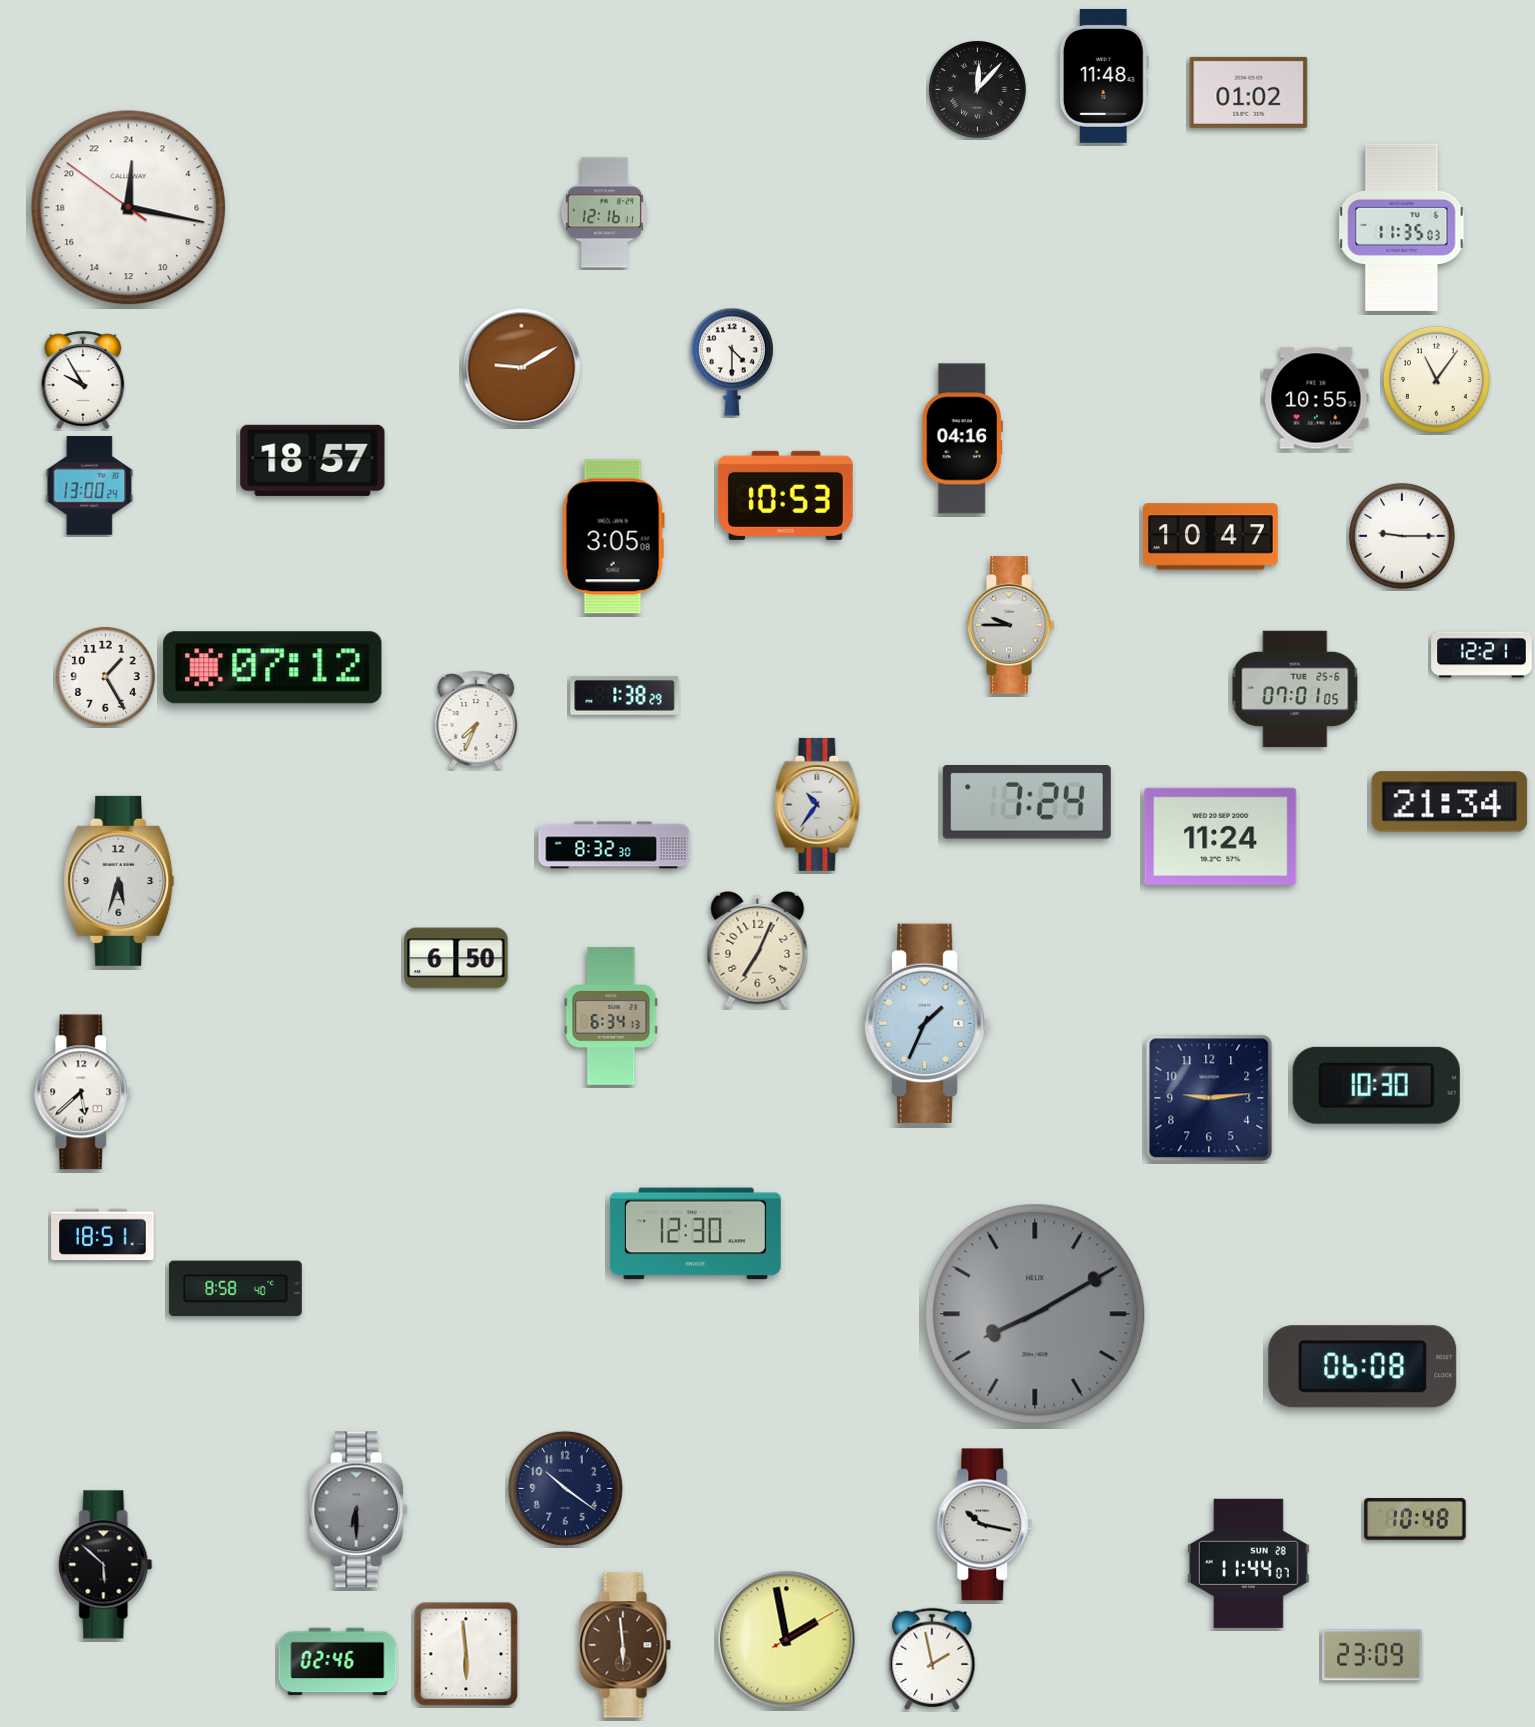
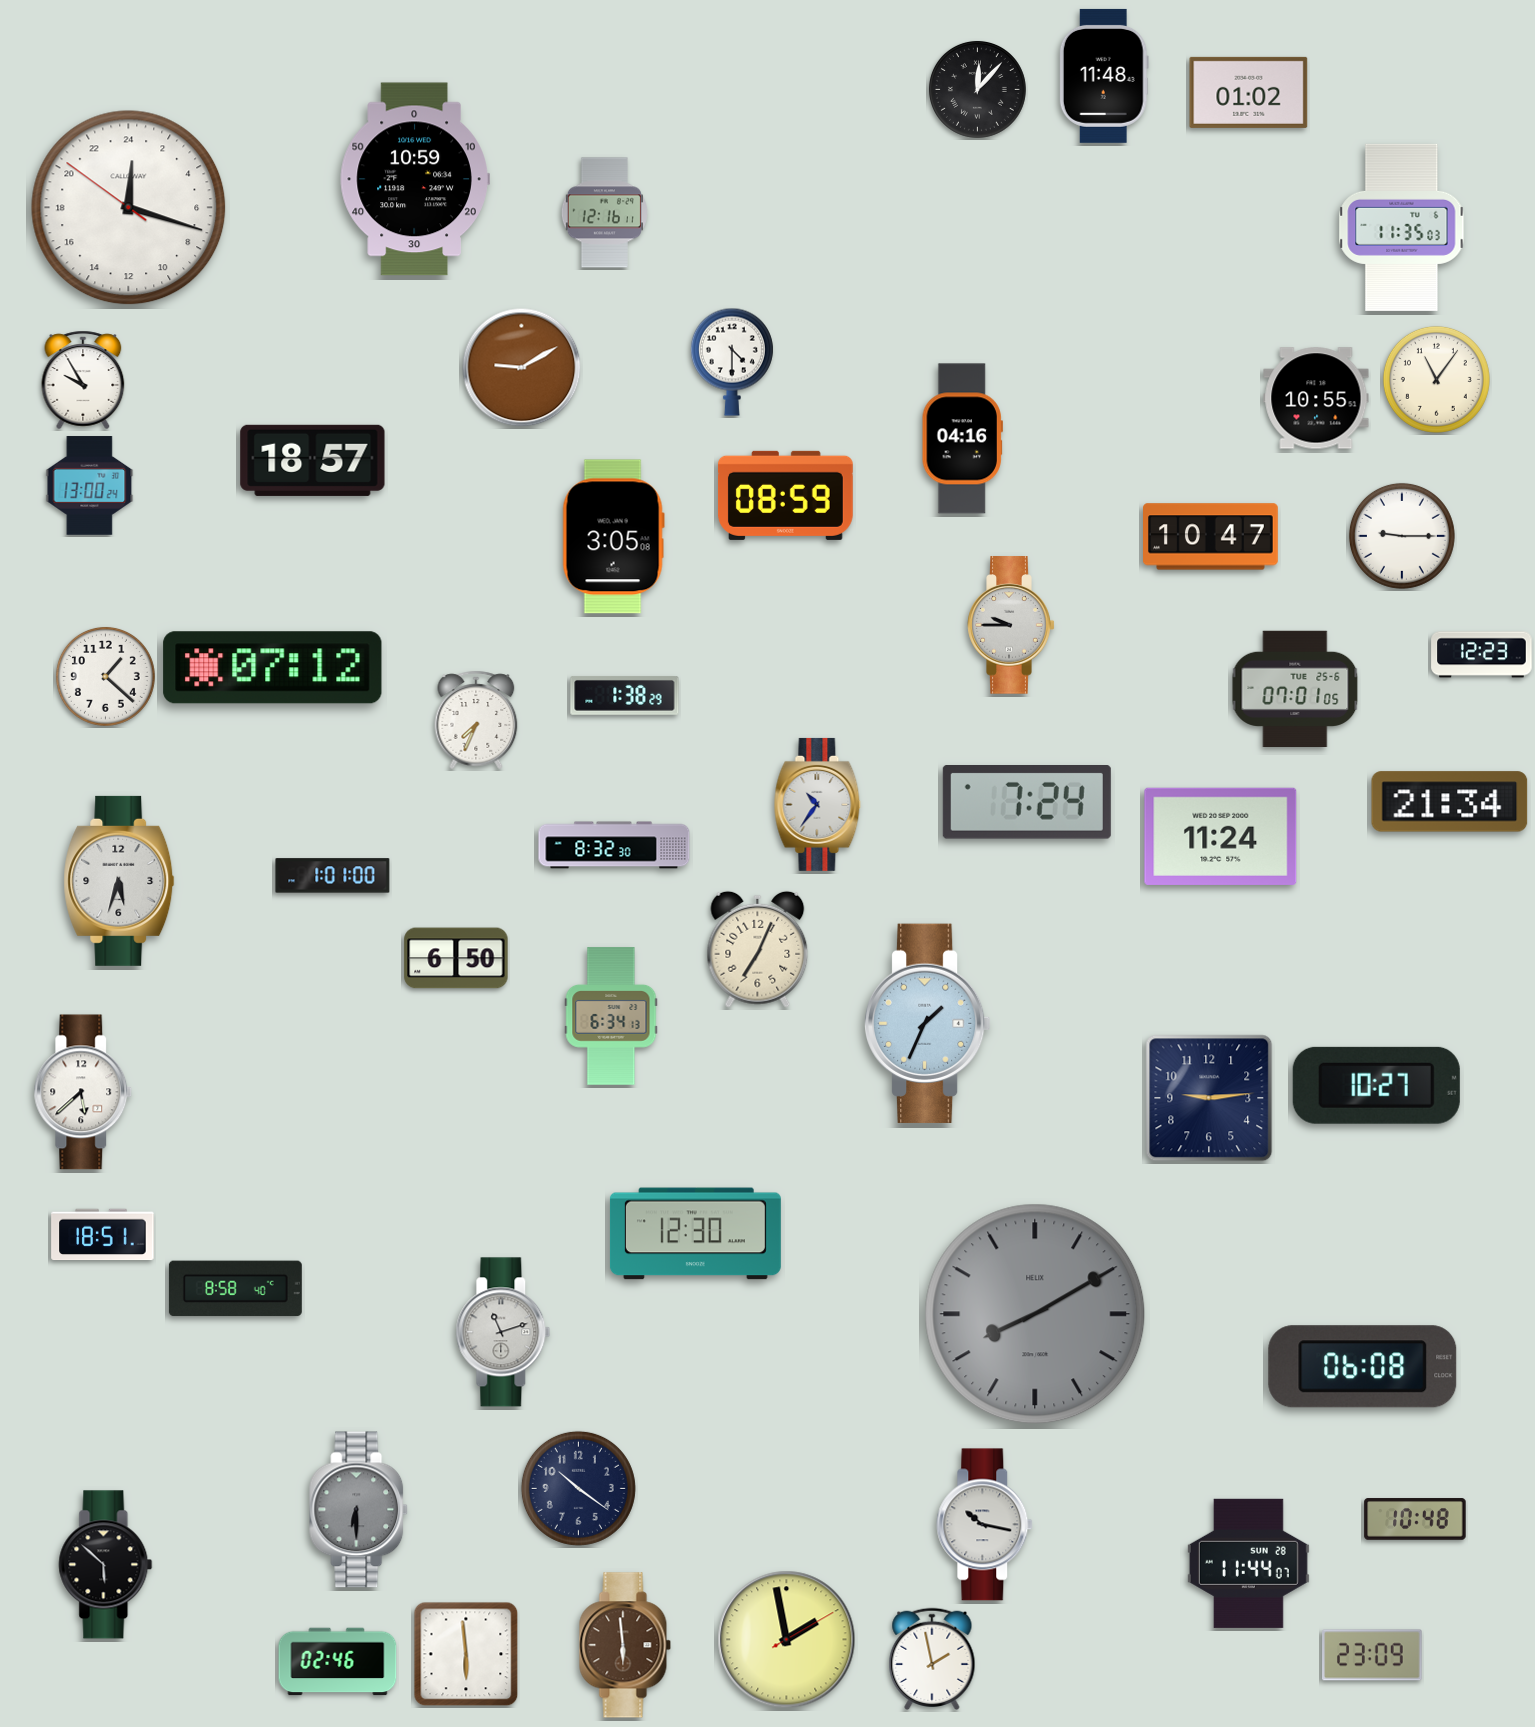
clock at (415, 179): none -> 10:59
clock at (129, 208): 0:16 -> 0:17
clock at (785, 495): 10:53 -> 08:59
clock at (1482, 655): 12:21 -> 12:23
clock at (105, 676): 1:25 -> 1:22
clock at (333, 876): none -> 1:01
clock at (1376, 1085): 10:30 -> 10:27
clock at (503, 1332): none -> 11:12
clock at (565, 1488) position: (565, 1488) -> (578, 1488)
